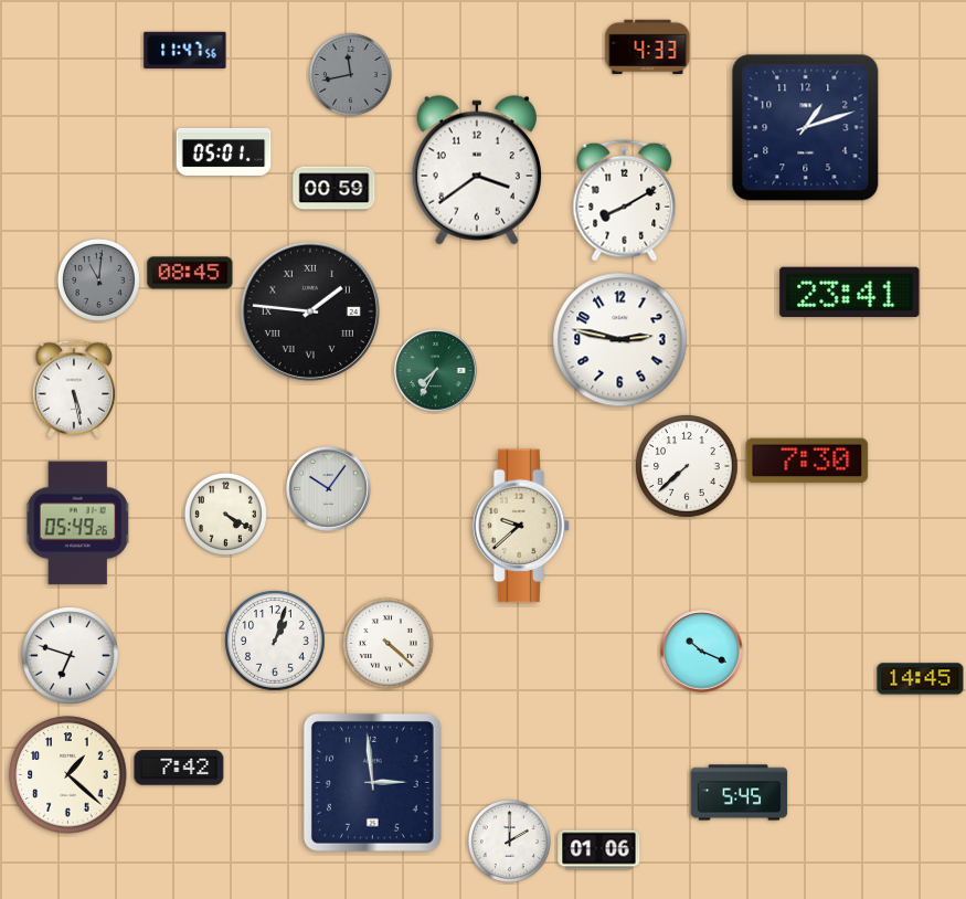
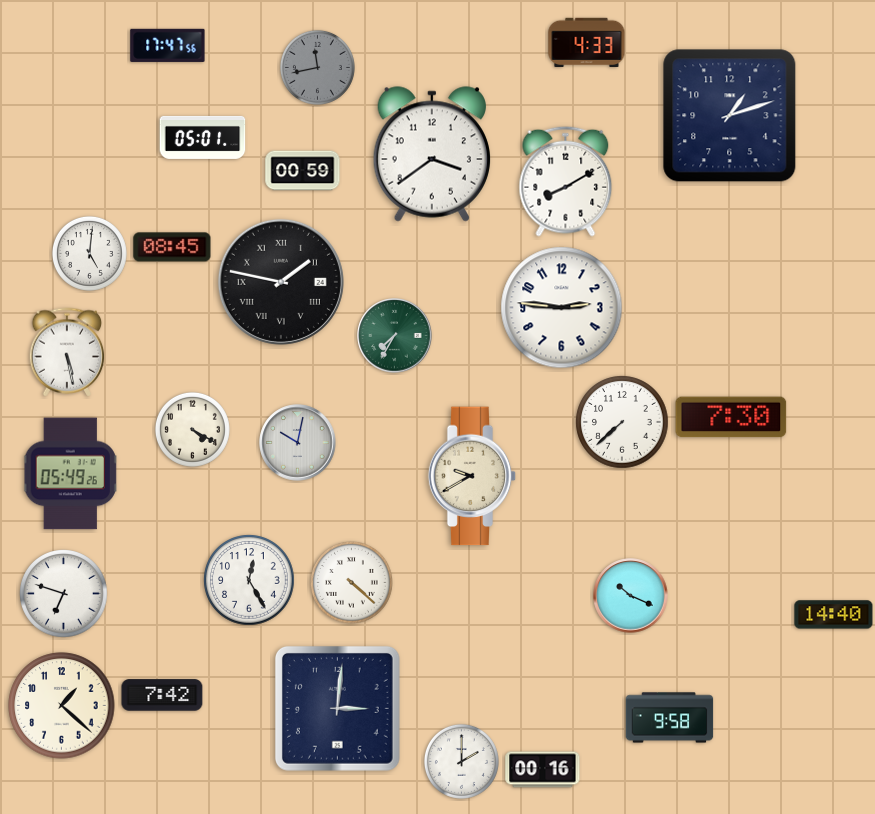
clock at (185, 50): 11:47 -> 17:47
clock at (98, 279): 11:01 -> 5:01
clock at (98, 279) dial: grey -> white
clock at (850, 292): 23:41 -> none
clock at (310, 311): 1:46 -> 1:47
clock at (620, 340): 2:47 -> 2:46
clock at (329, 489): 10:06 -> 10:02
clock at (225, 514) position: (225, 514) -> (192, 429)
clock at (521, 526): 9:38 -> 9:40
clock at (275, 641): 1:03 -> 12:25
clock at (702, 652) position: (702, 652) -> (631, 596)
clock at (921, 679): 14:45 -> 14:40
clock at (68, 775) position: (68, 775) -> (62, 706)
clock at (372, 782): 2:59 -> 3:01
clock at (740, 793): 5:45 -> 9:58
clock at (599, 850): 01:06 -> 00:16
